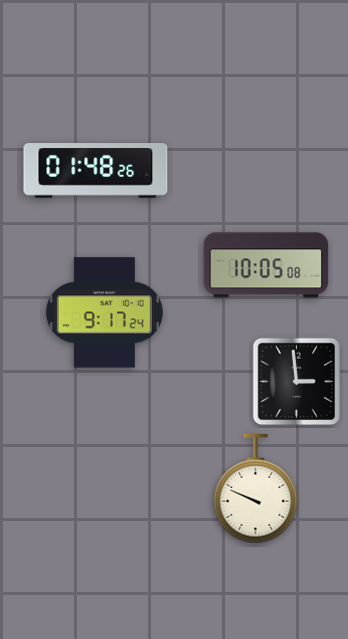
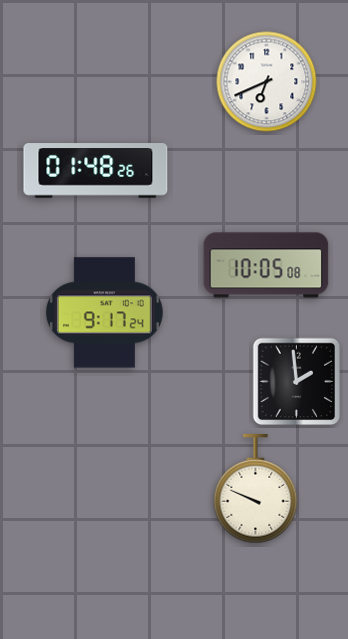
clock at (267, 82): none -> 6:41
clock at (297, 382): 2:59 -> 1:59
